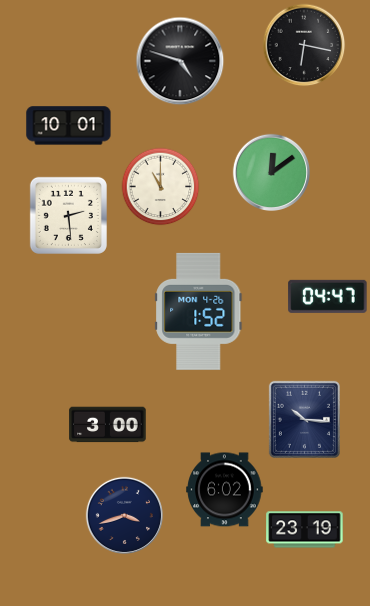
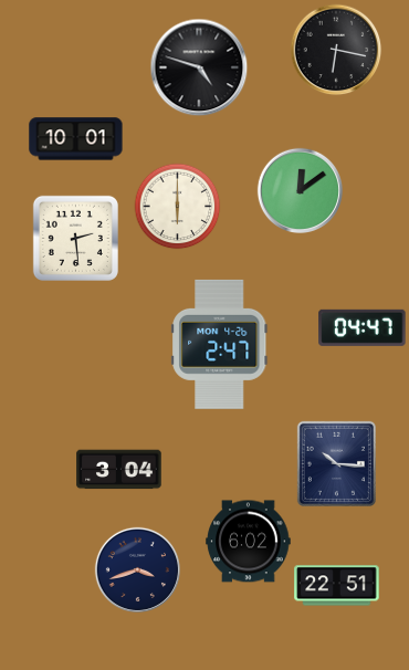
clock at (160, 186): 11:00 -> 6:00
clock at (199, 311): 1:52 -> 2:47
clock at (108, 425): 3:00 -> 3:04
clock at (305, 530): 23:19 -> 22:51
